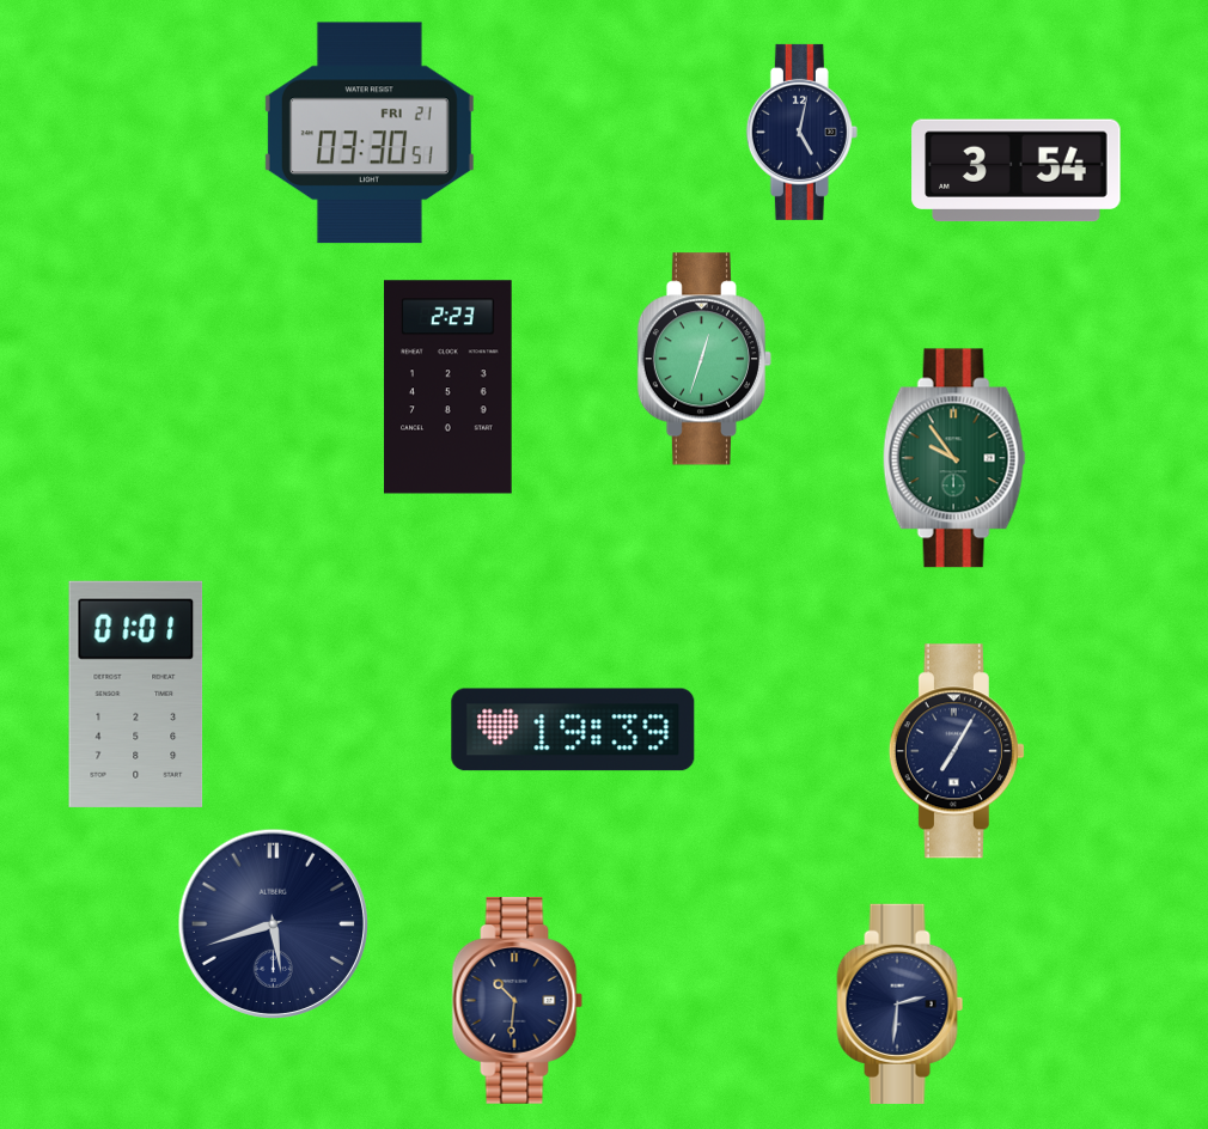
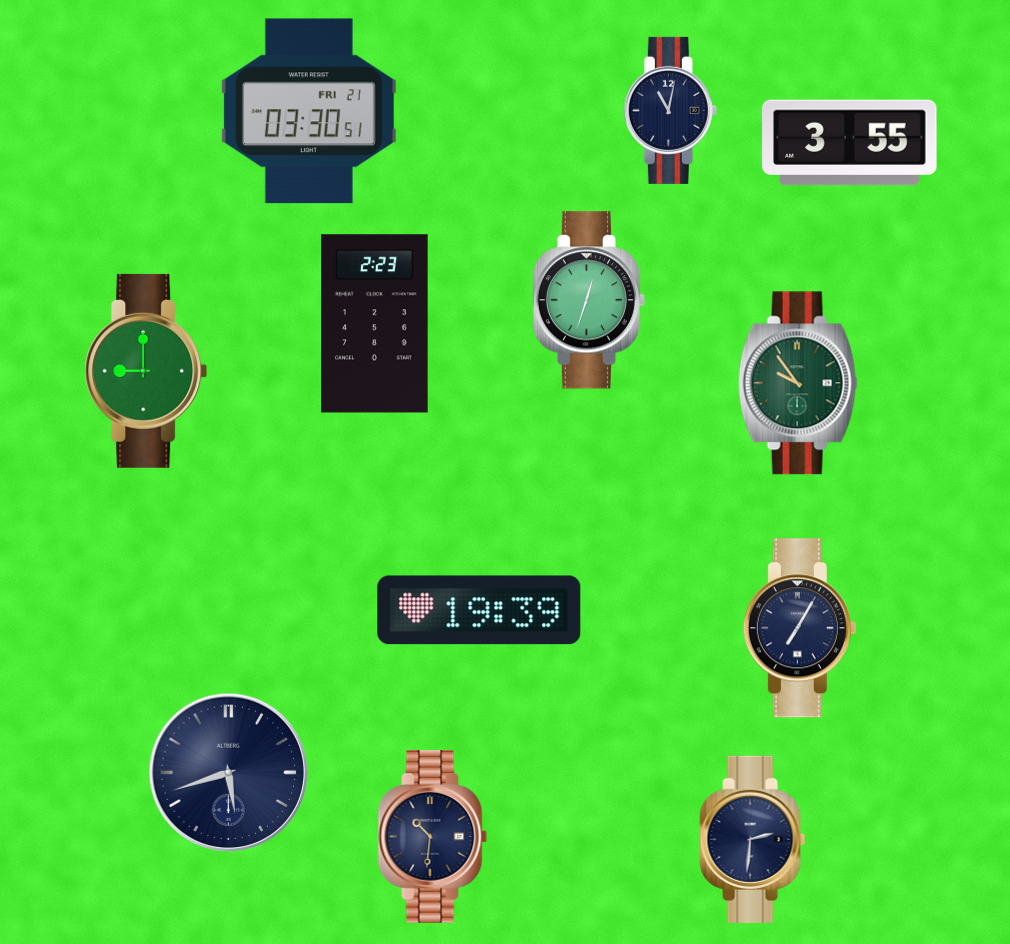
clock at (801, 132): 5:02 -> 11:02
clock at (1017, 171): 3:54 -> 3:55
clock at (146, 371): none -> 9:00
clock at (136, 694): 01:01 -> none
